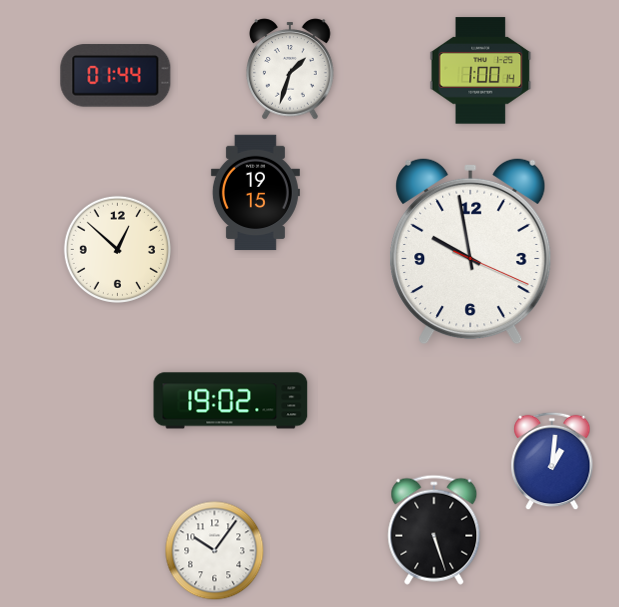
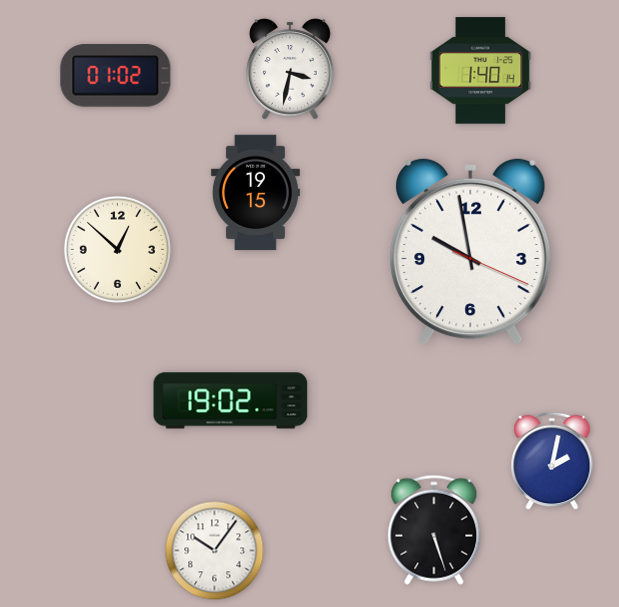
clock at (290, 69): 1:33 -> 3:32
clock at (481, 71): 1:00 -> 1:40
clock at (116, 76): 01:44 -> 01:02
clock at (552, 461): 1:01 -> 2:02
